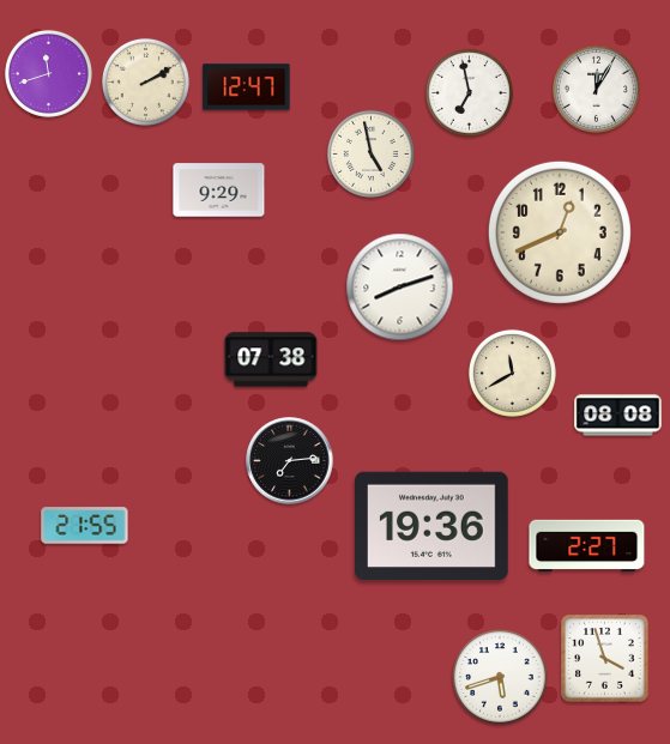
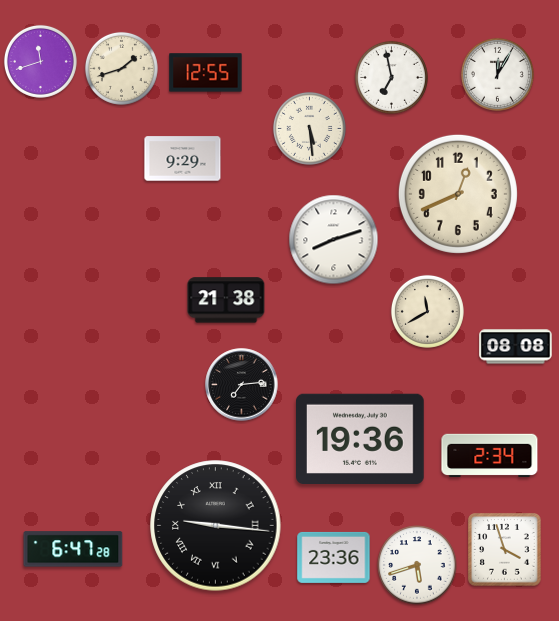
clock at (145, 81): 2:10 -> 1:42
clock at (247, 87): 12:47 -> 12:55
clock at (370, 153): 4:58 -> 5:29
clock at (560, 232) position: (560, 232) -> (458, 194)
clock at (271, 359): 07:38 -> 21:38
clock at (85, 526): 21:55 -> none
clock at (587, 546): 2:27 -> 2:34
clock at (216, 526): none -> 9:16
clock at (73, 549): none -> 6:47
clock at (334, 557): none -> 23:36
